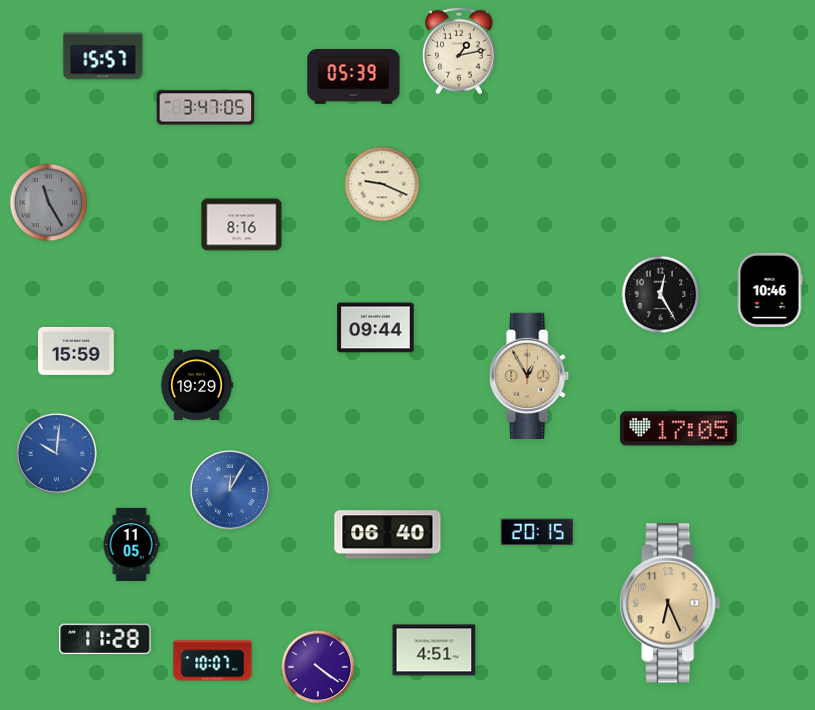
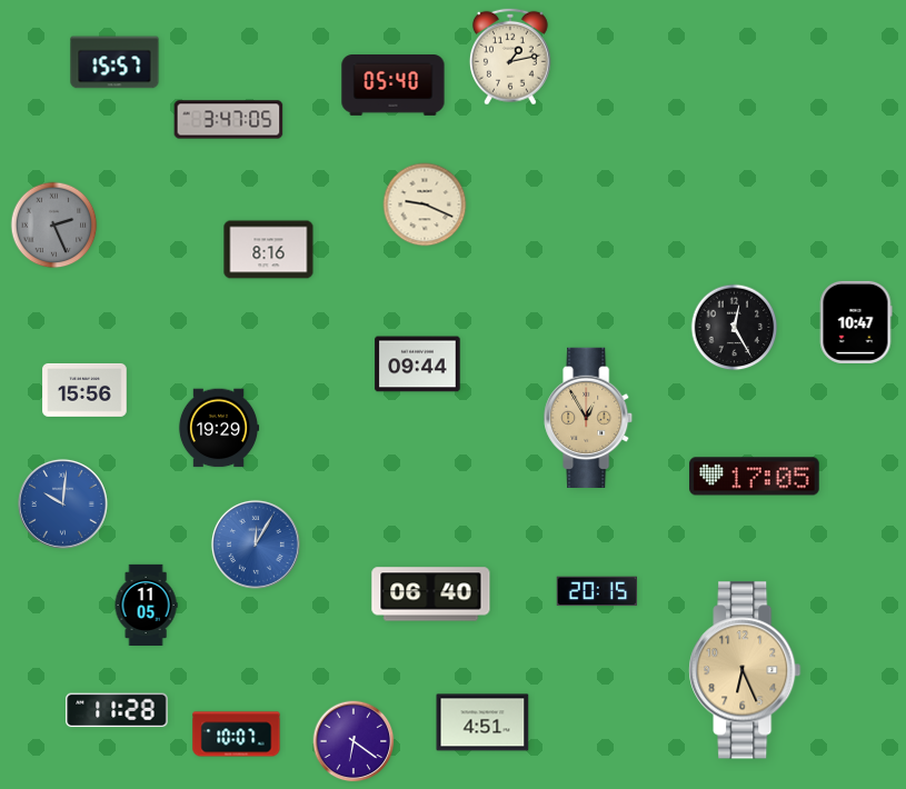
clock at (354, 77): 05:39 -> 05:40
clock at (49, 203): 11:25 -> 2:26
clock at (770, 290): 10:46 -> 10:47
clock at (76, 351): 15:59 -> 15:56
clock at (318, 667): 4:21 -> 6:21
